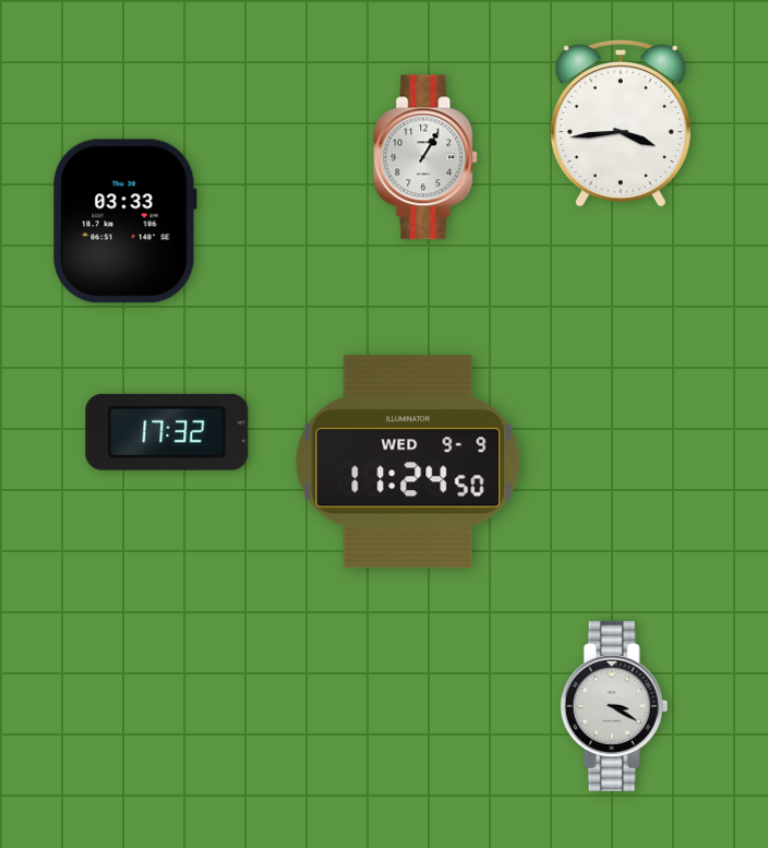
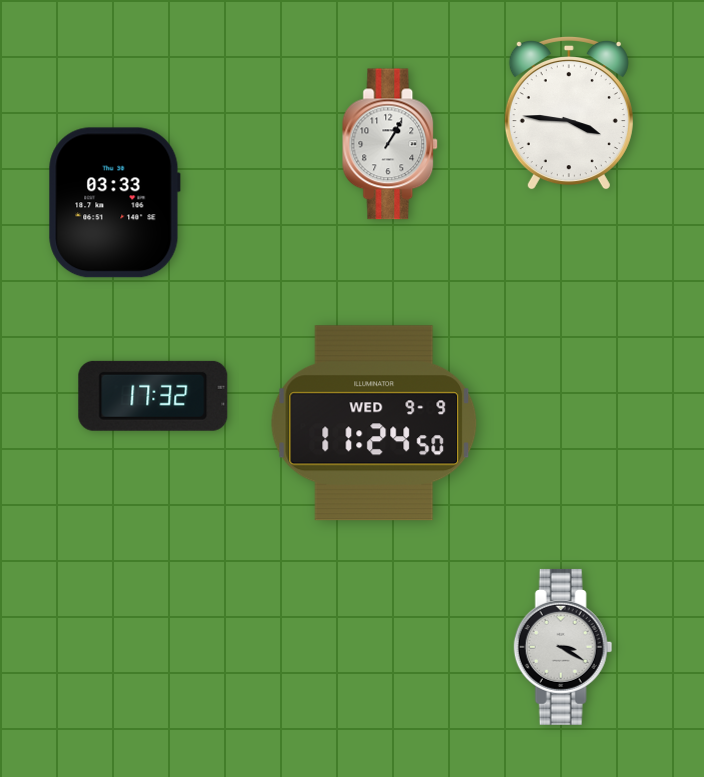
clock at (621, 123): 3:44 -> 3:46
